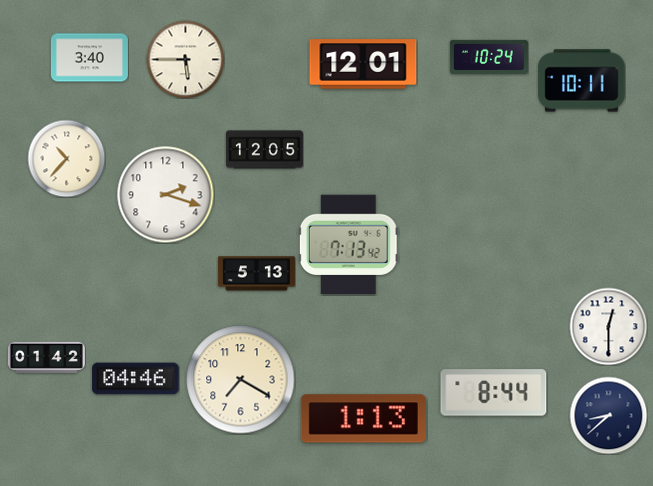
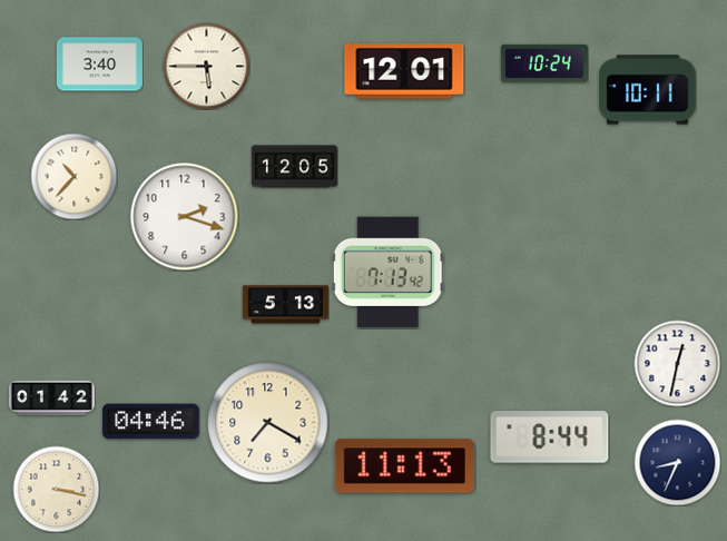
clock at (608, 326): 12:30 -> 12:32
clock at (608, 415): 8:38 -> 8:34
clock at (363, 419): 1:13 -> 11:13
clock at (56, 489): none -> 3:17
